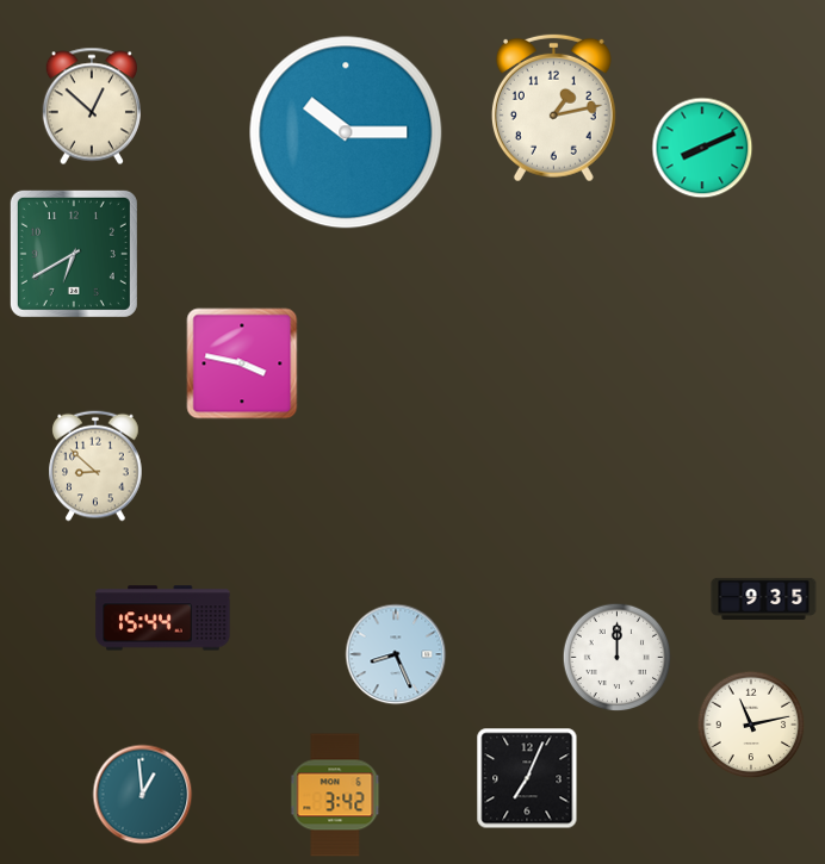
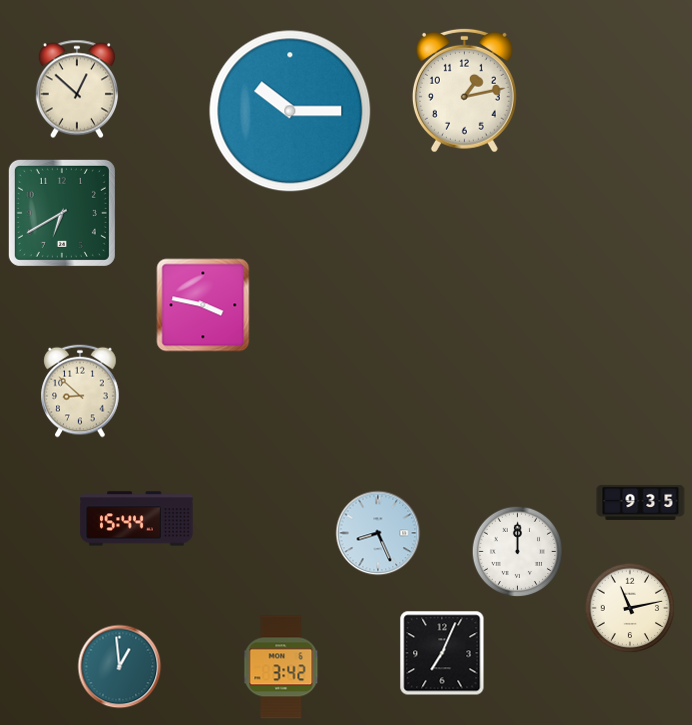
clock at (702, 148): 8:11 -> none
clock at (396, 654) position: (396, 654) -> (378, 533)
